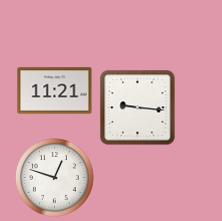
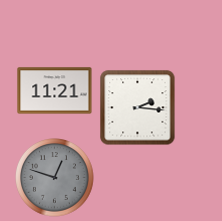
clock at (138, 108): 9:16 -> 2:16
clock at (55, 178) dial: white -> grey
